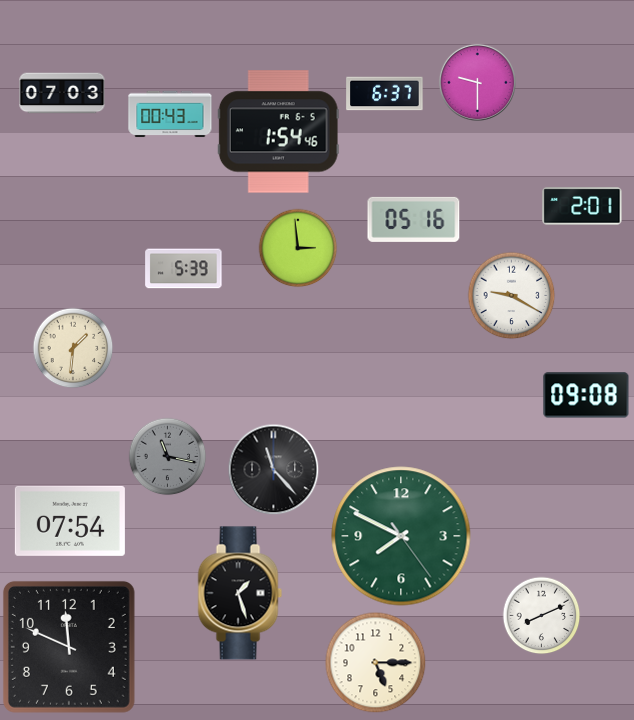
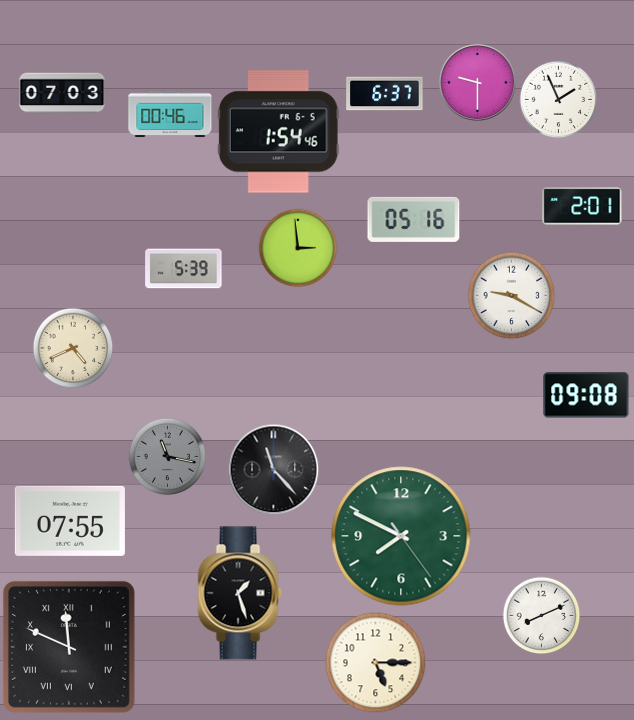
clock at (558, 99): none -> 1:56
clock at (170, 114): 00:43 -> 00:46
clock at (73, 348): 1:31 -> 4:41
clock at (70, 521): 07:54 -> 07:55
clock at (69, 647) numerals: Arabic -> Roman
